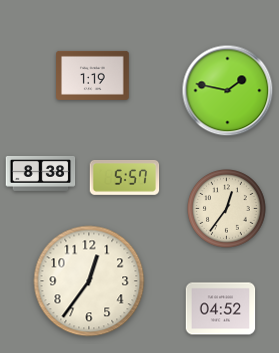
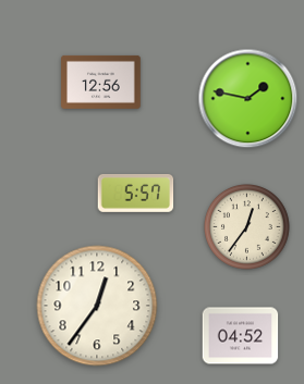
clock at (93, 75): 1:19 -> 12:56
clock at (41, 173): 8:38 -> none
